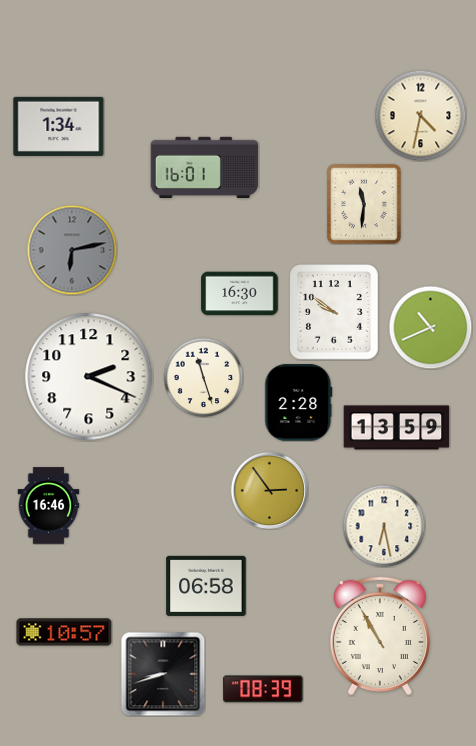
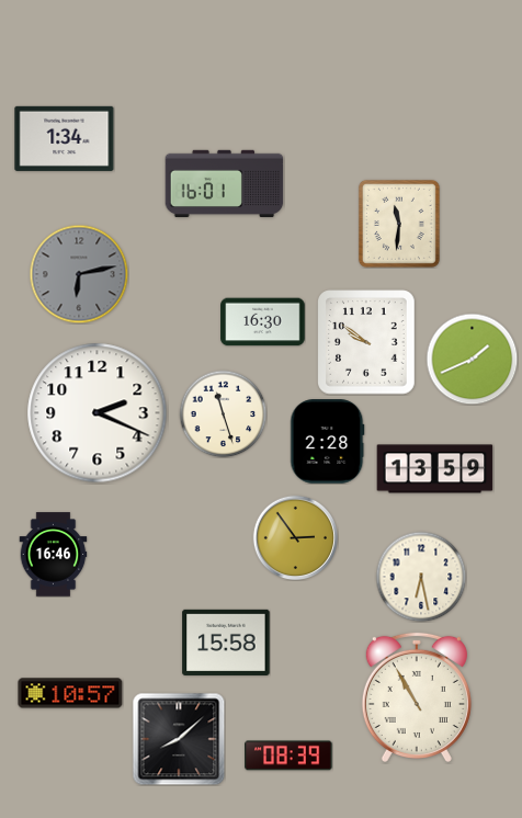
clock at (420, 115): 4:32 -> none
clock at (430, 327): 10:41 -> 1:41
clock at (206, 586): 06:58 -> 15:58
clock at (163, 674): 8:42 -> 8:08
